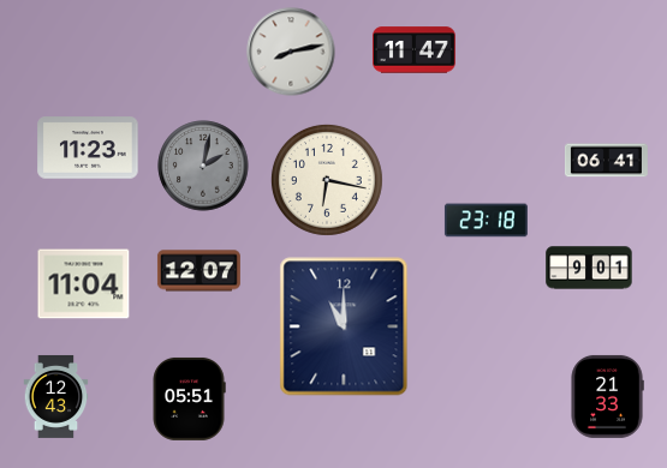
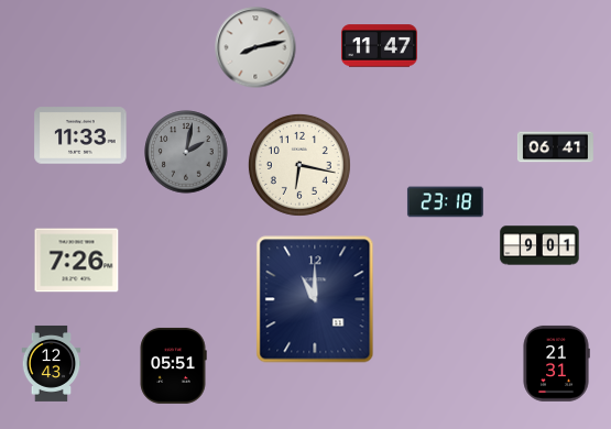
clock at (291, 52) position: (291, 52) -> (255, 47)
clock at (88, 148): 11:23 -> 11:33
clock at (198, 271): 12:07 -> none
clock at (84, 284): 11:04 -> 7:26
clock at (607, 396): 21:33 -> 21:31
